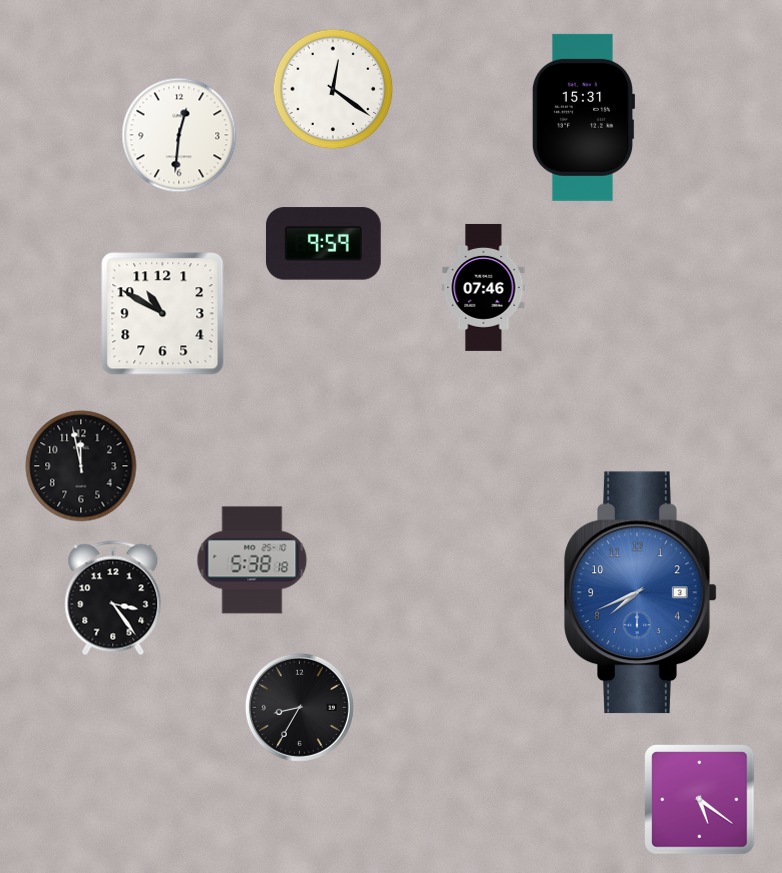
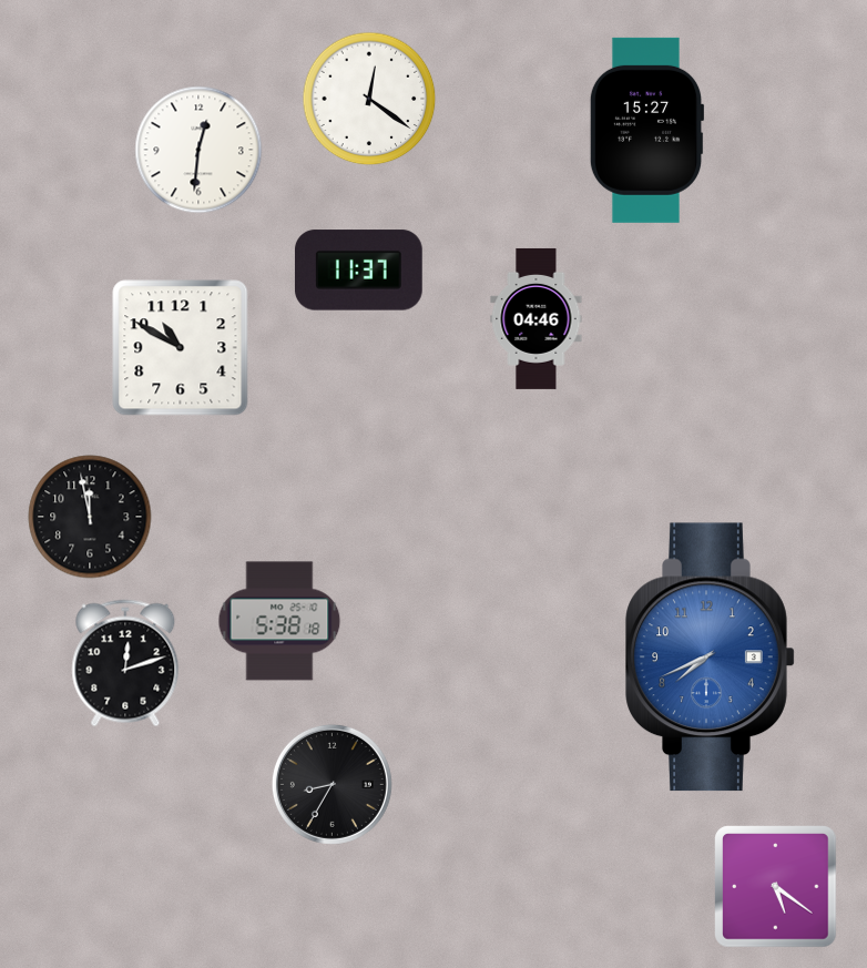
clock at (583, 117): 15:31 -> 15:27
clock at (323, 244): 9:59 -> 11:37
clock at (484, 287): 07:46 -> 04:46
clock at (113, 598): 3:24 -> 12:12
